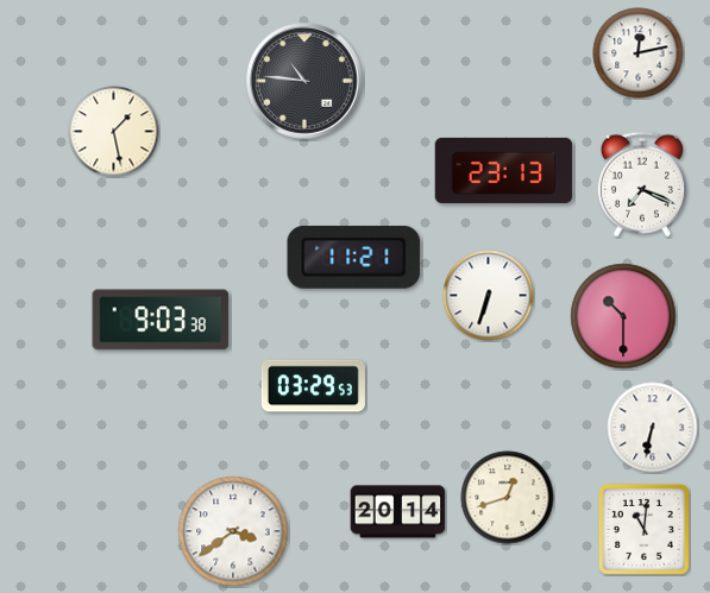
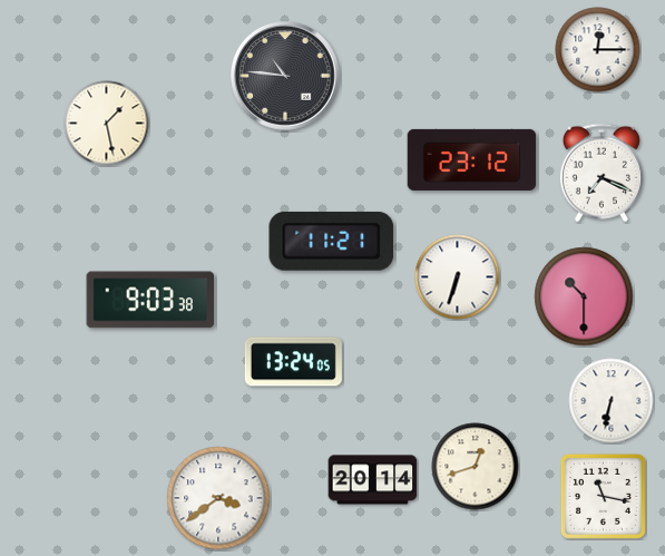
clock at (639, 53): 12:13 -> 12:15
clock at (504, 170): 23:13 -> 23:12
clock at (313, 386): 03:29 -> 13:24
clock at (643, 529): 11:01 -> 11:17
